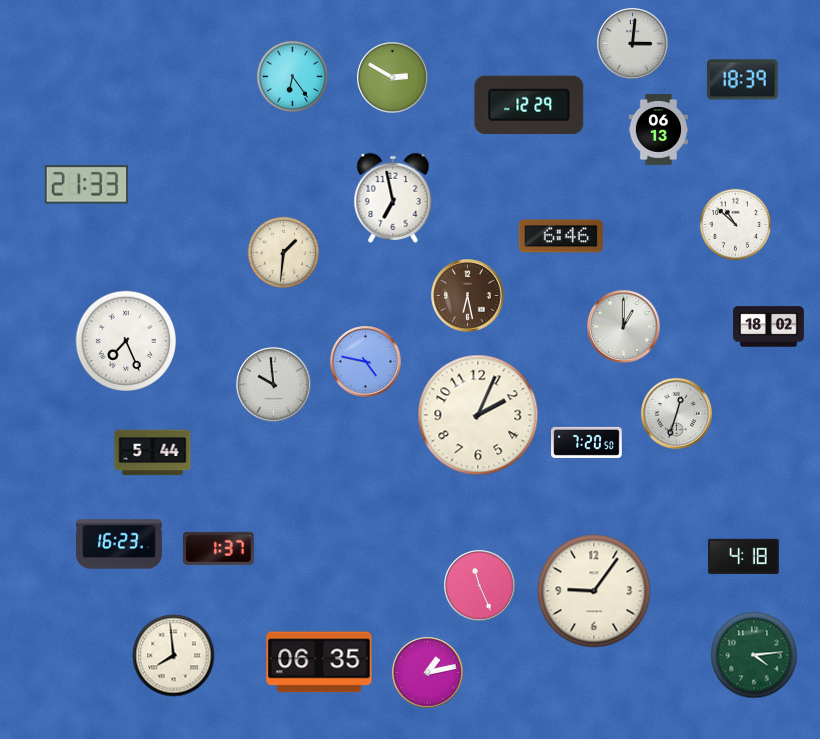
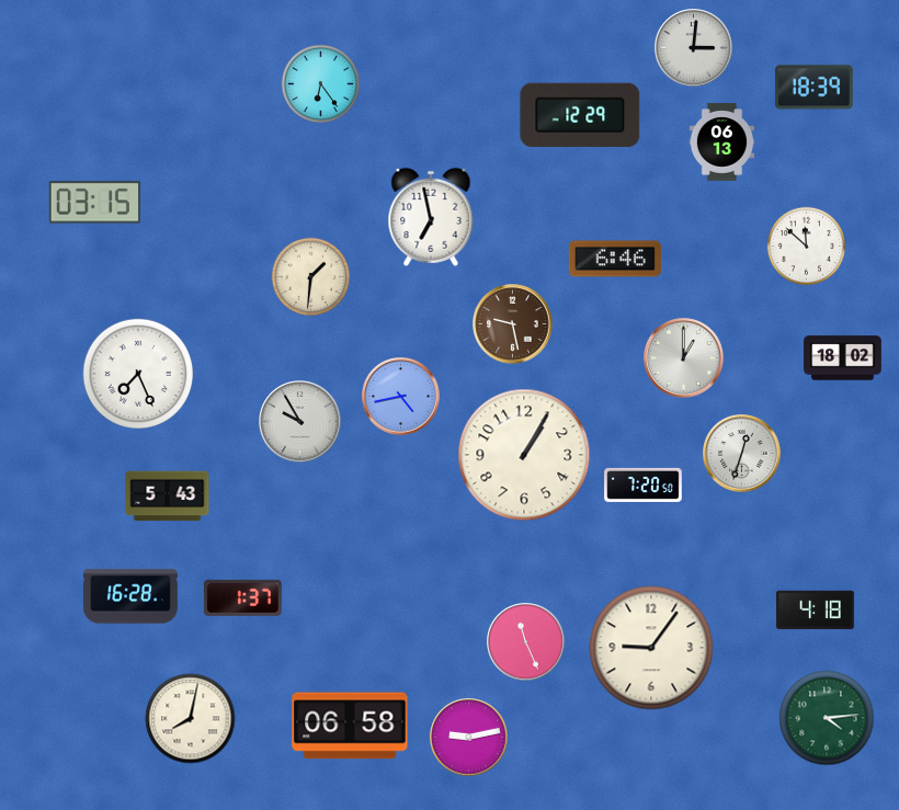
clock at (393, 78): 2:50 -> none
clock at (86, 185): 21:33 -> 03:15
clock at (736, 225): 10:52 -> 11:52
clock at (468, 296): 6:28 -> 9:28
clock at (366, 362): 4:47 -> 4:43
clock at (274, 385): 9:59 -> 9:55
clock at (478, 415): 2:04 -> 1:05
clock at (153, 453): 5:44 -> 5:43
clock at (120, 544): 16:23 -> 16:28
clock at (219, 548) position: (219, 548) -> (243, 597)
clock at (174, 656): 7:59 -> 8:02
clock at (319, 662): 06:35 -> 06:58
clock at (428, 673): 1:13 -> 9:13
